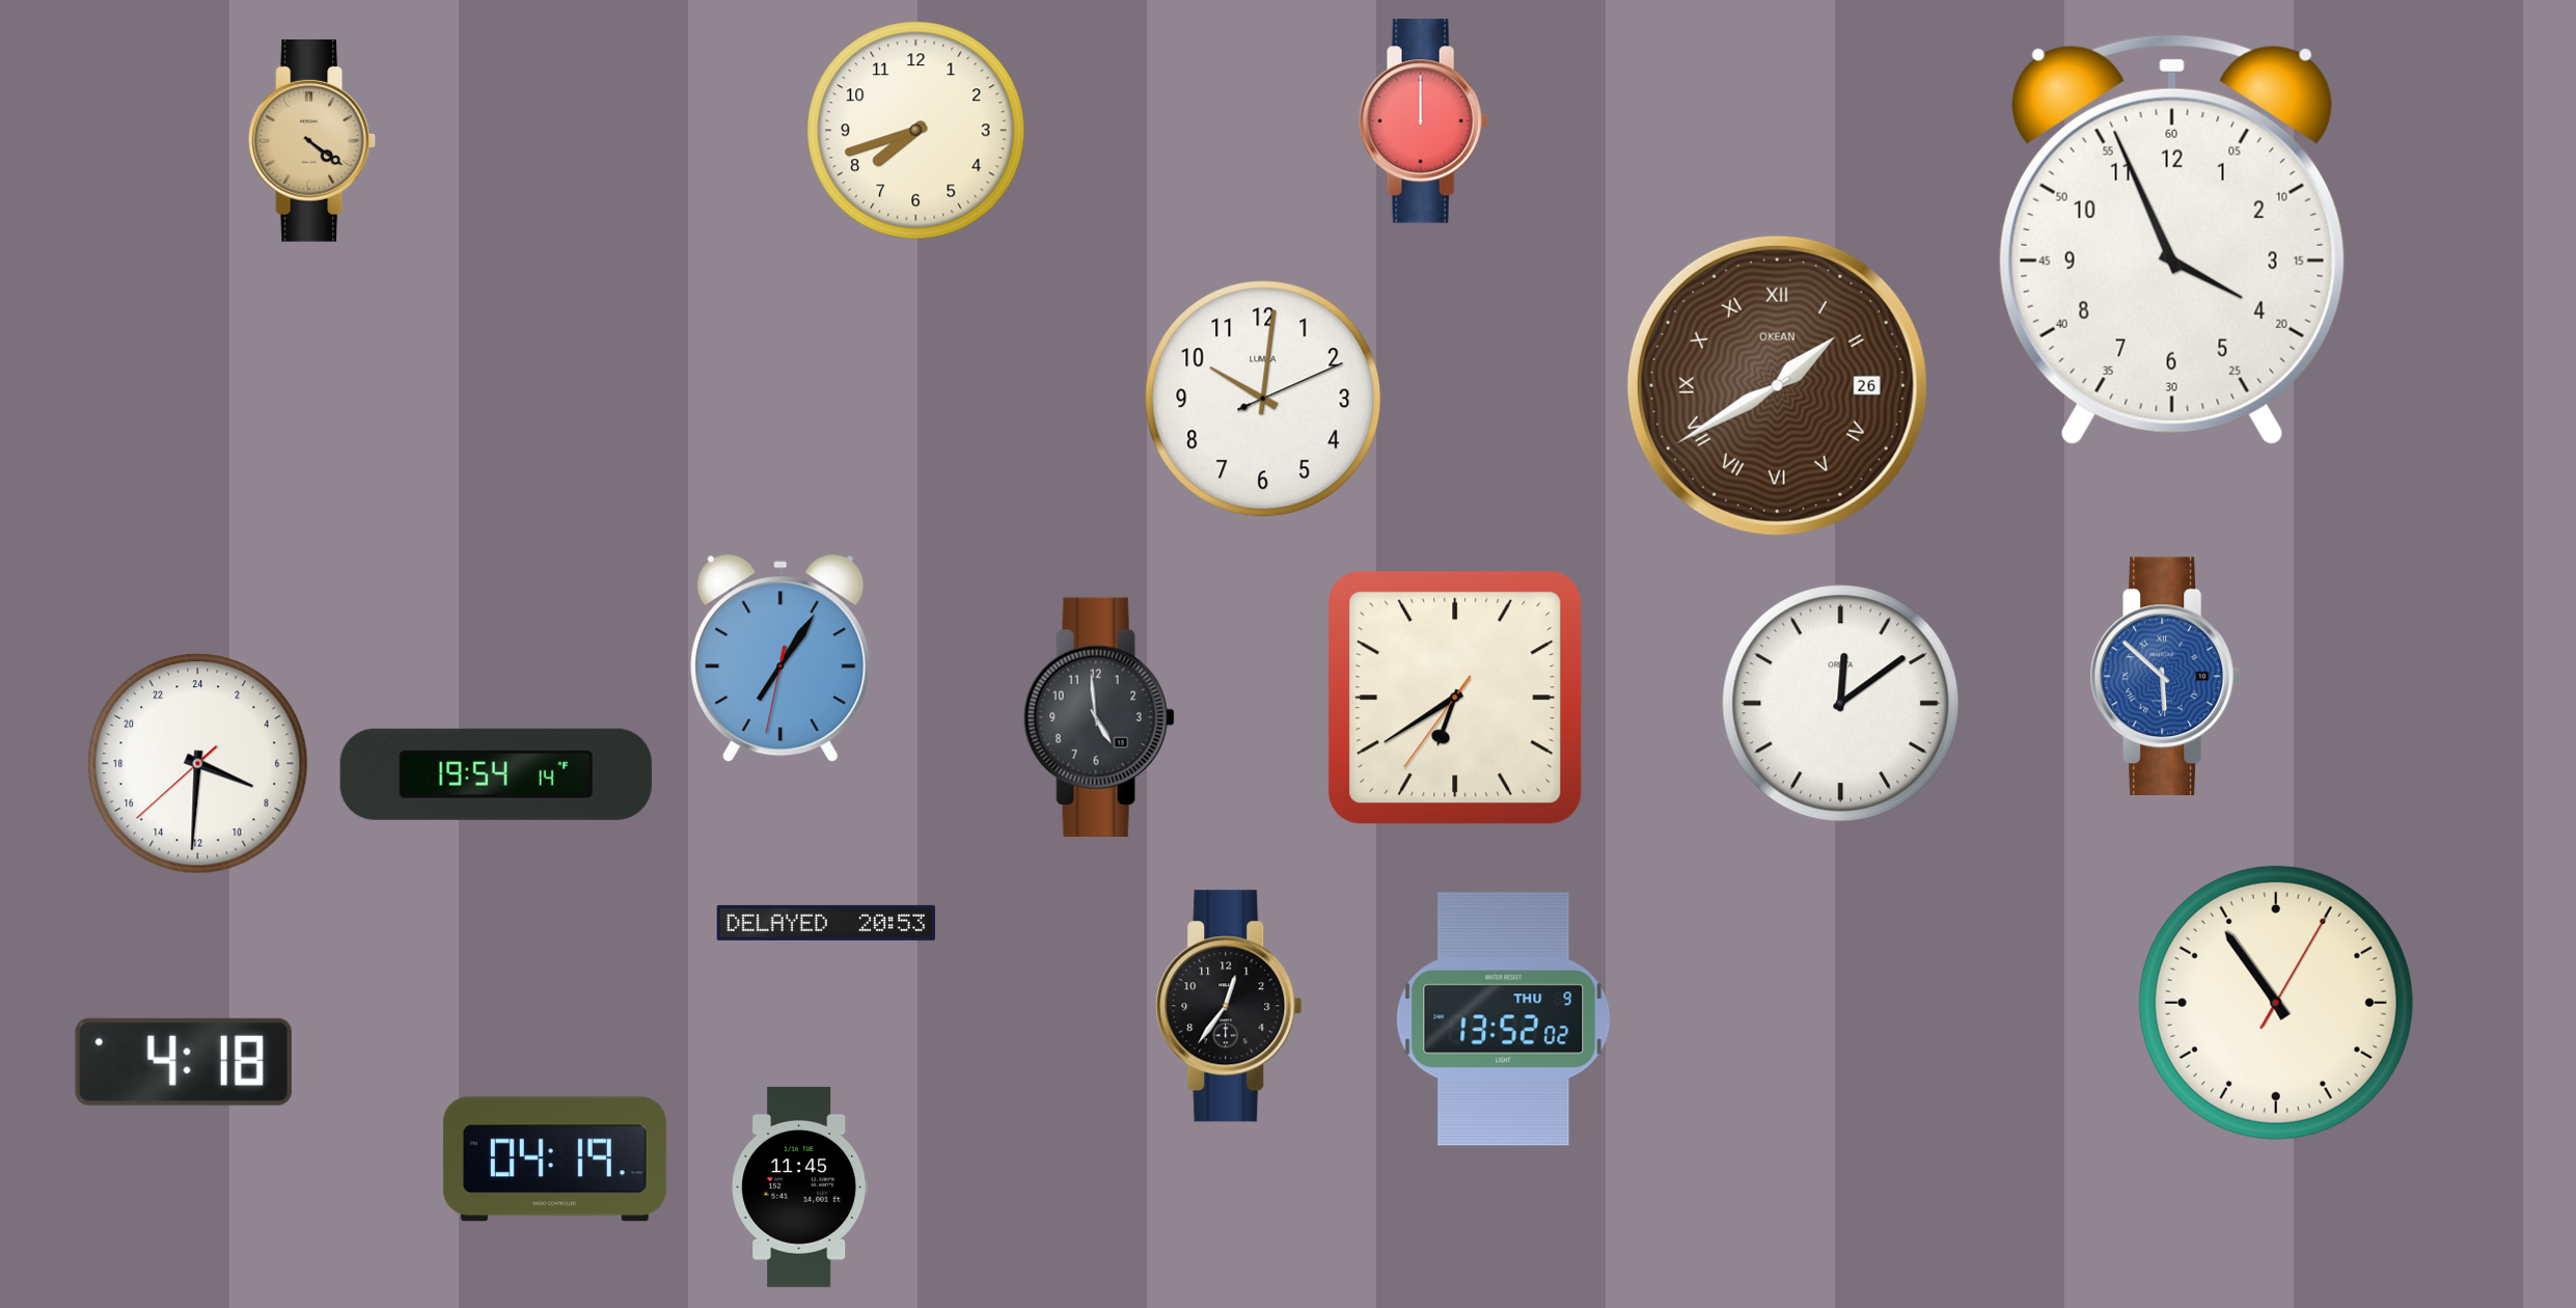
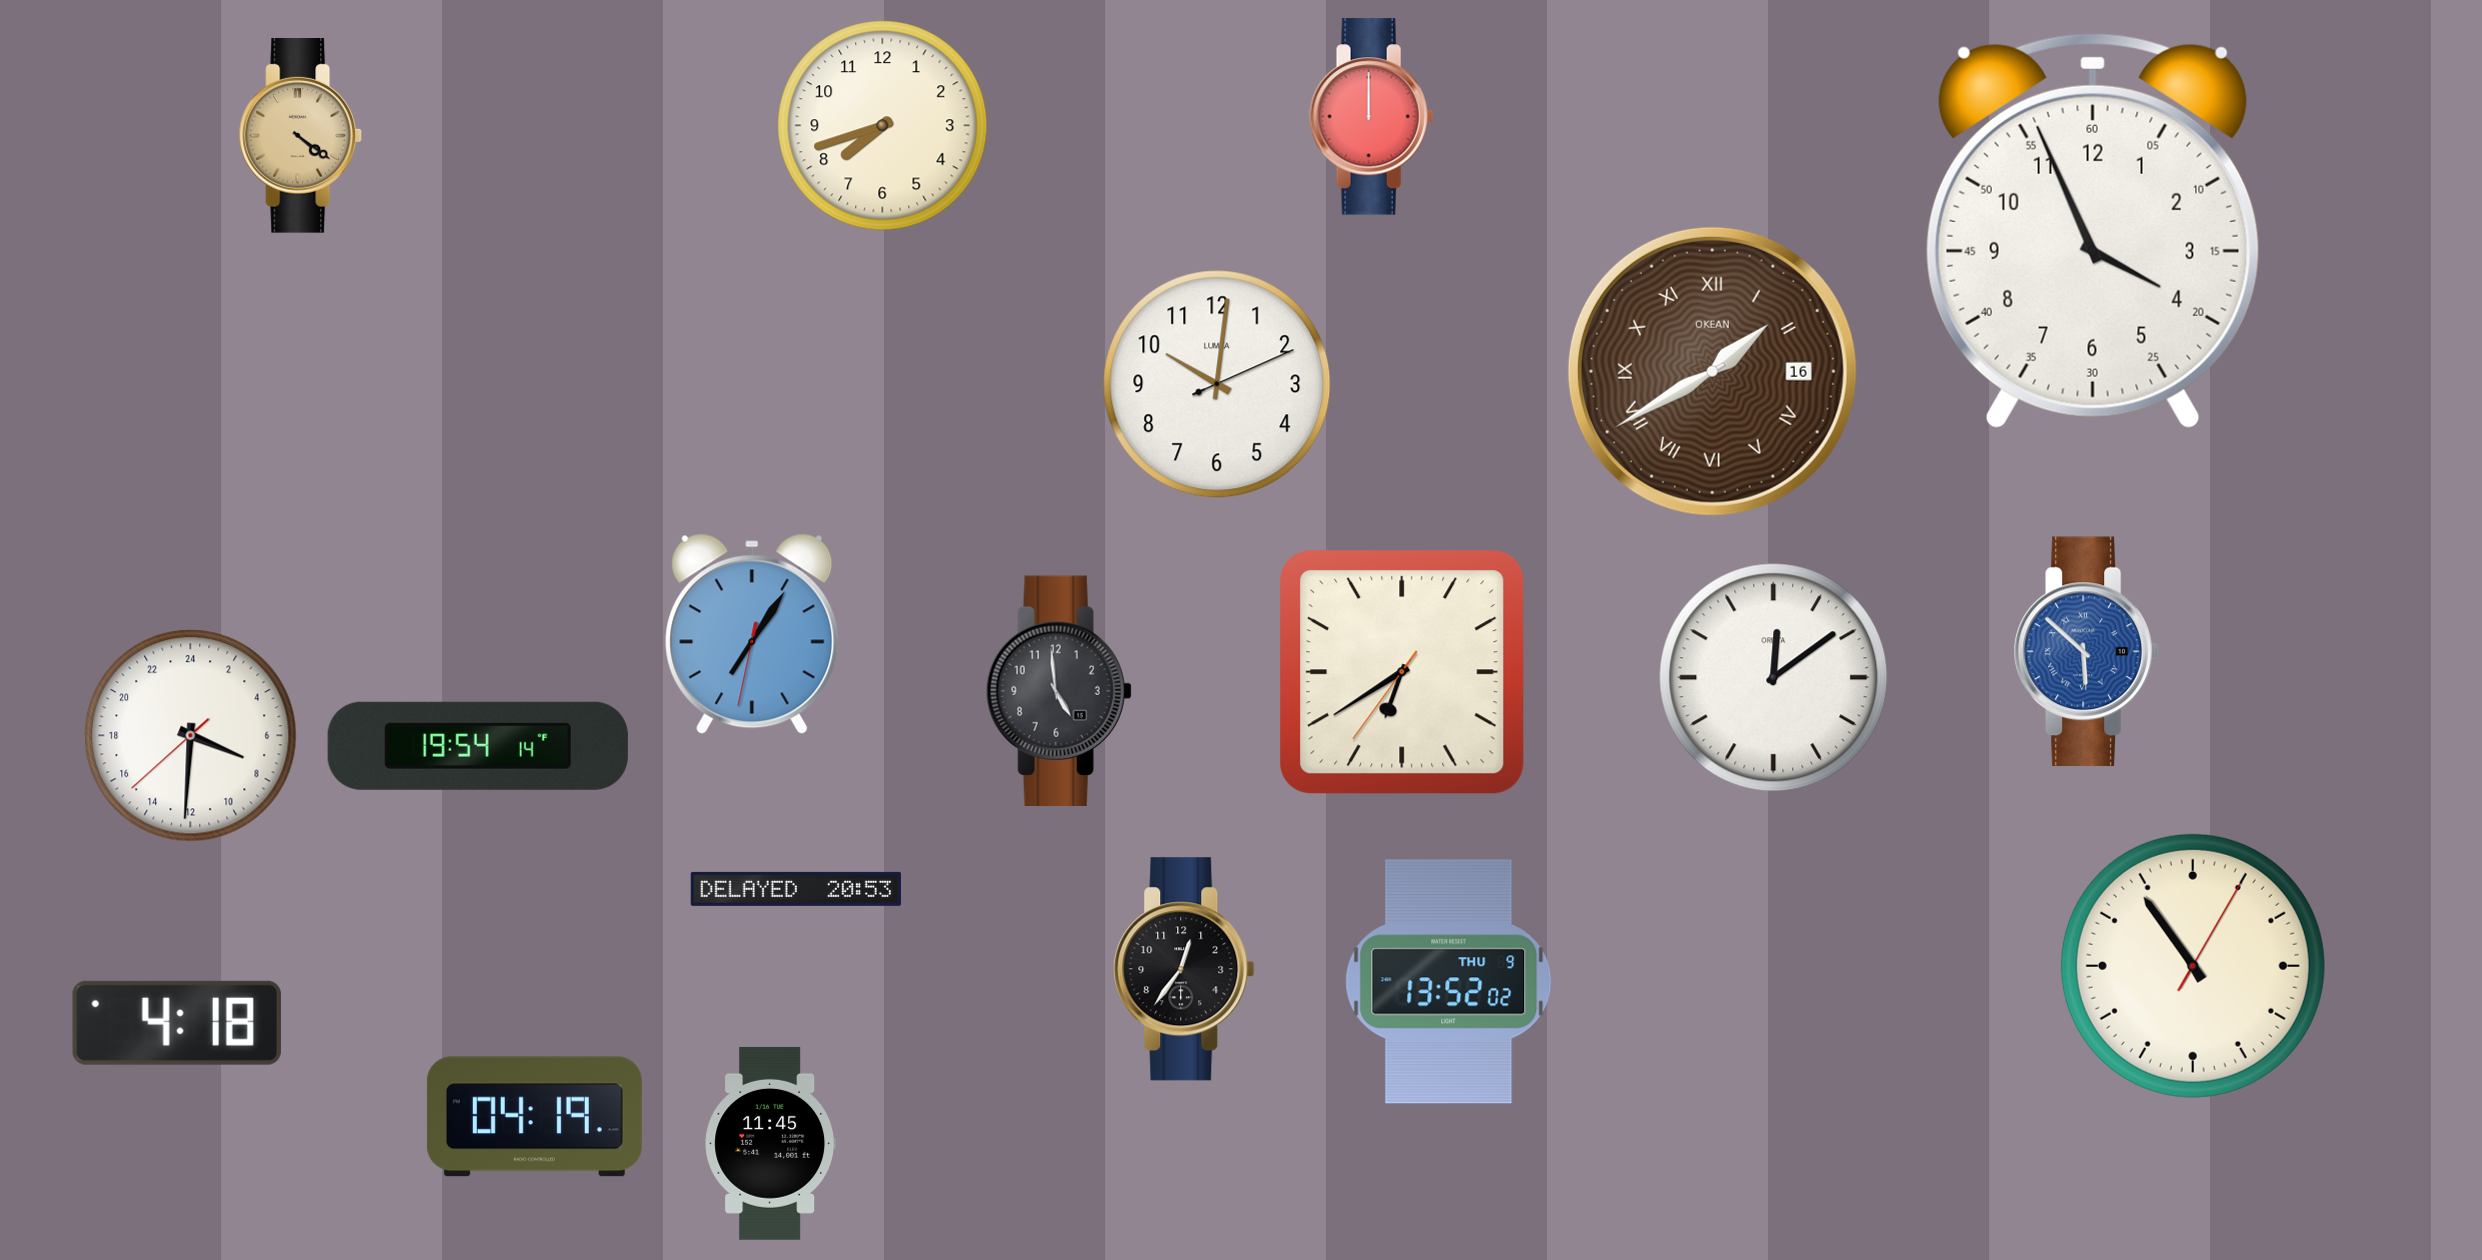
clock at (1777, 385) date: 26 -> 16
